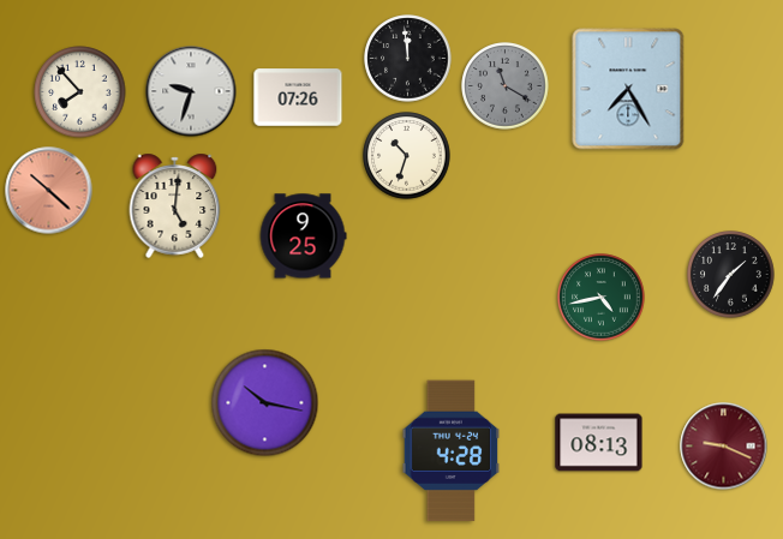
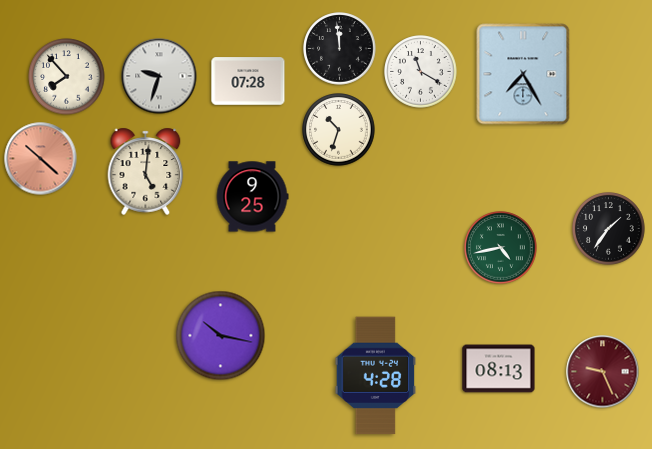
clock at (506, 86) dial: grey -> white
clock at (298, 97): 07:26 -> 07:28
clock at (724, 447): 9:19 -> 9:26
